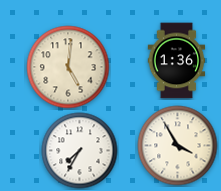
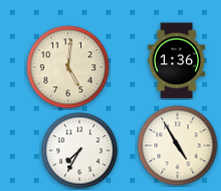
clock at (178, 146): 3:55 -> 4:55
